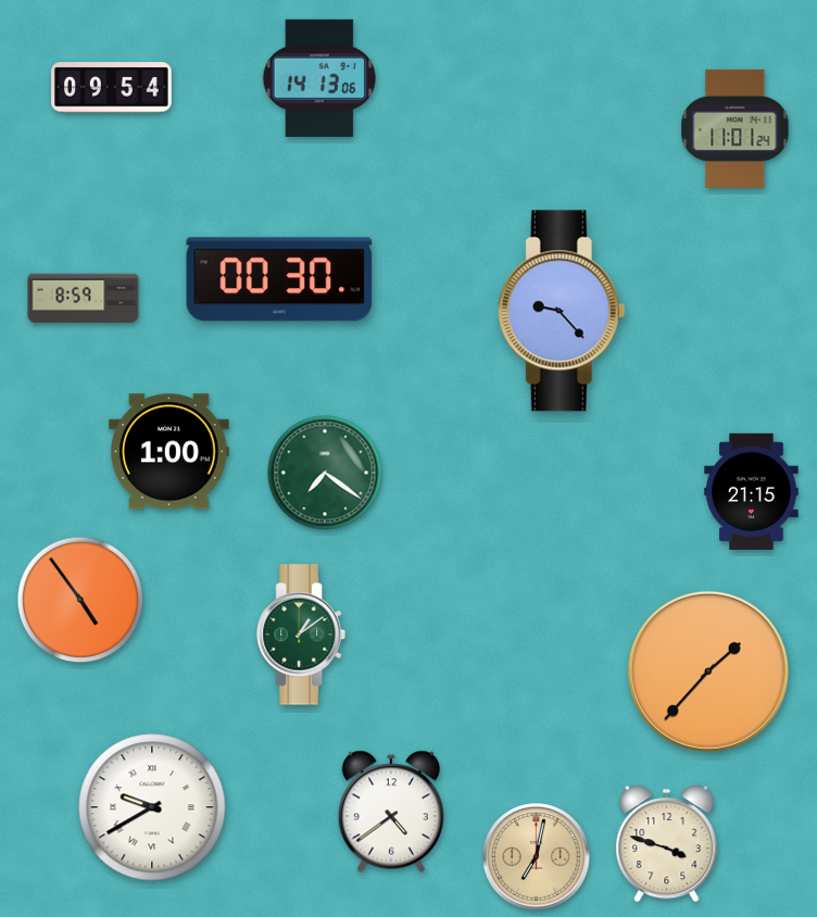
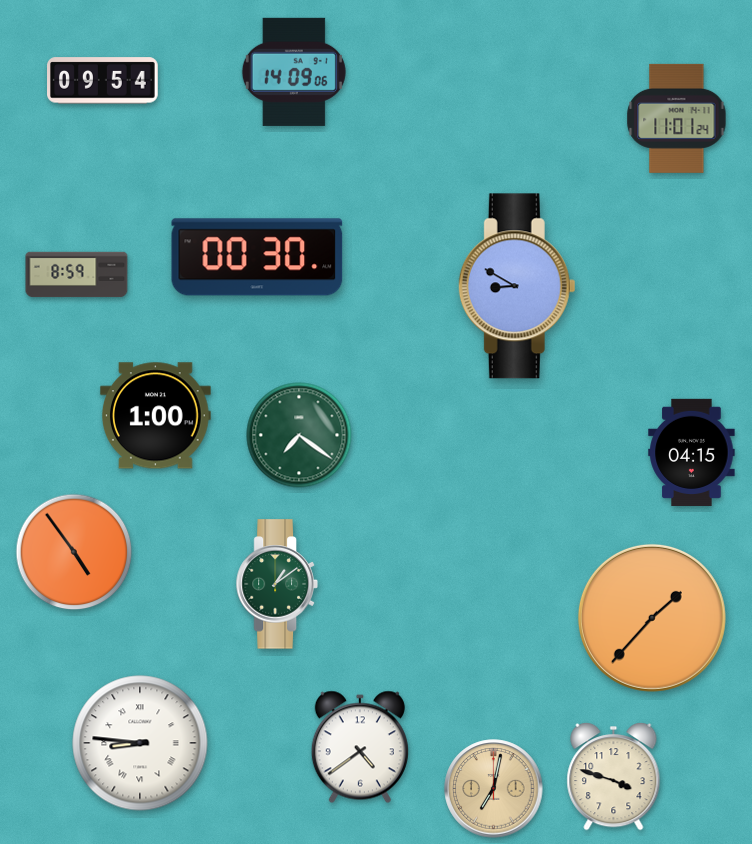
clock at (319, 78): 14:13 -> 14:09
clock at (562, 311): 9:23 -> 8:50
clock at (752, 491): 21:15 -> 04:15
clock at (152, 807): 9:40 -> 8:46
